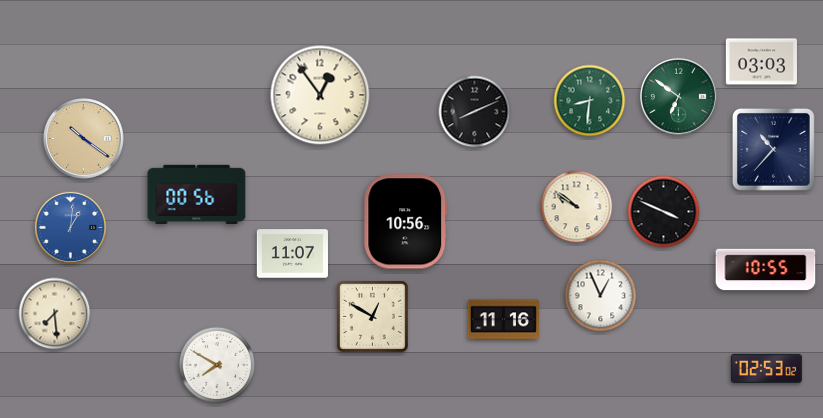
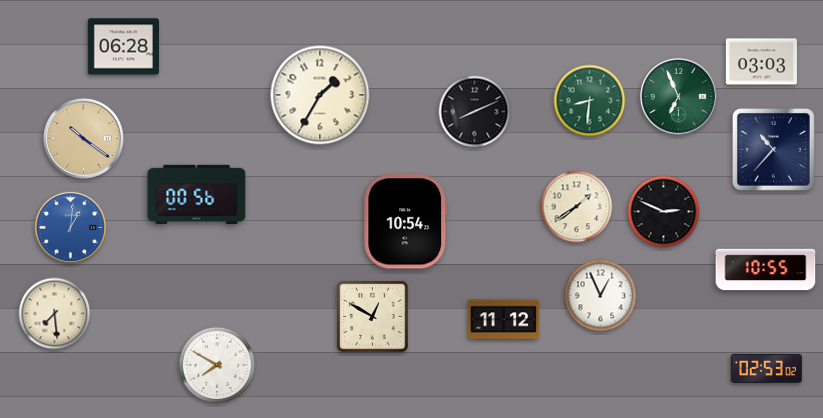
clock at (123, 47): none -> 06:28
clock at (320, 95): 12:54 -> 1:35
clock at (678, 96): 6:51 -> 6:56
clock at (577, 207): 9:51 -> 1:39
clock at (664, 212): 3:49 -> 2:49
clock at (406, 222): 10:56 -> 10:54
clock at (292, 254): 11:07 -> none
clock at (503, 320): 11:16 -> 11:12
